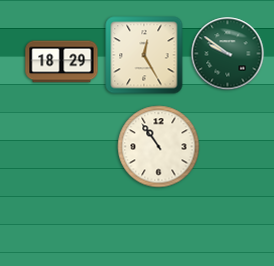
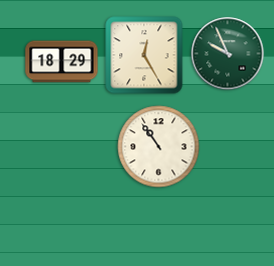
clock at (228, 54): 9:51 -> 9:56
